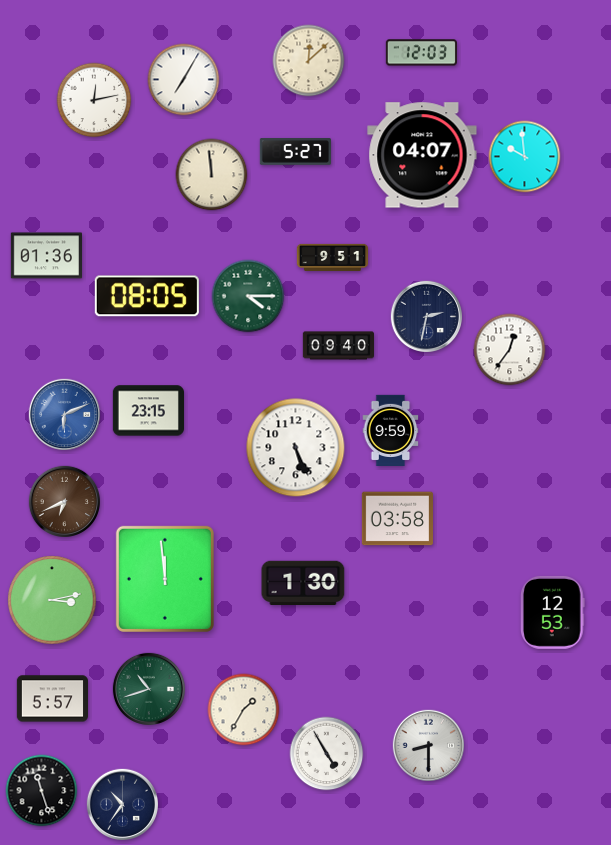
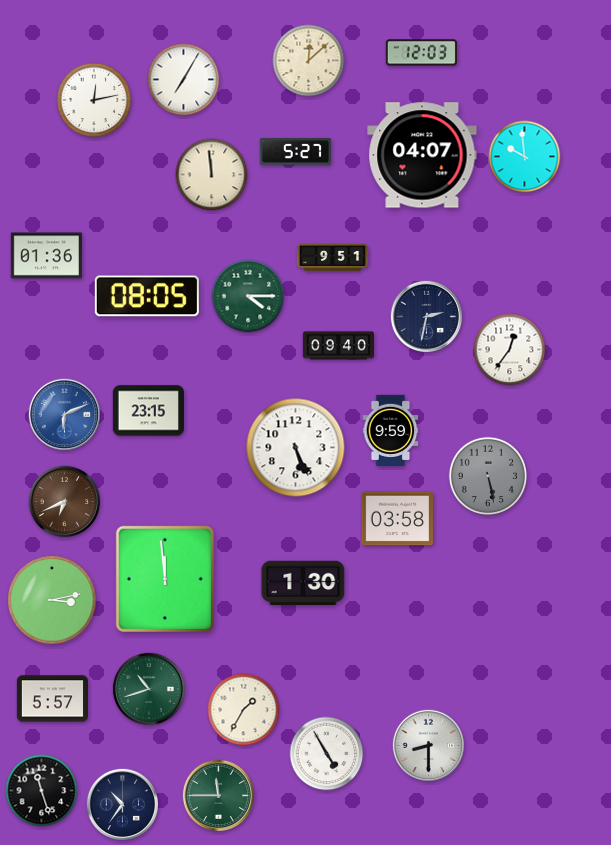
clock at (487, 475): none -> 5:28
clock at (553, 612): 12:53 -> none
clock at (218, 795): none -> 11:45
